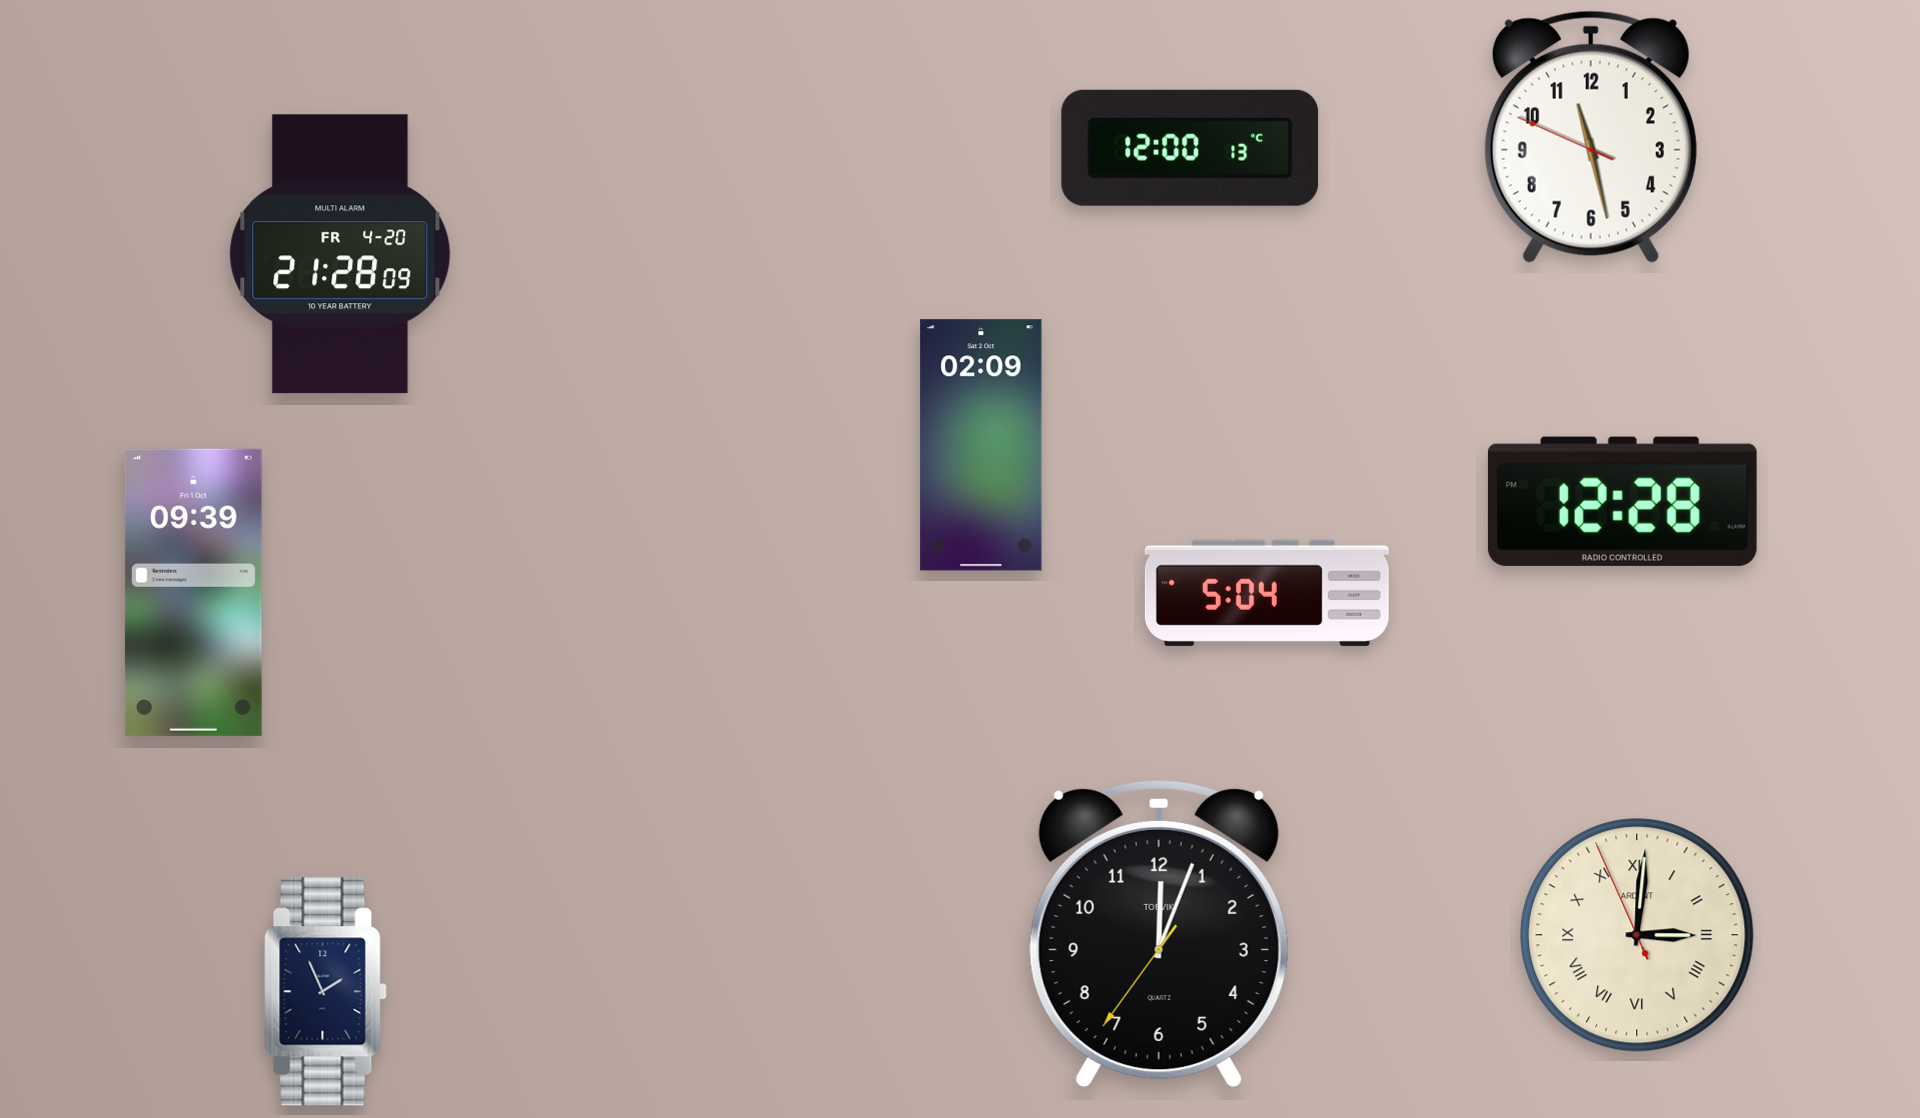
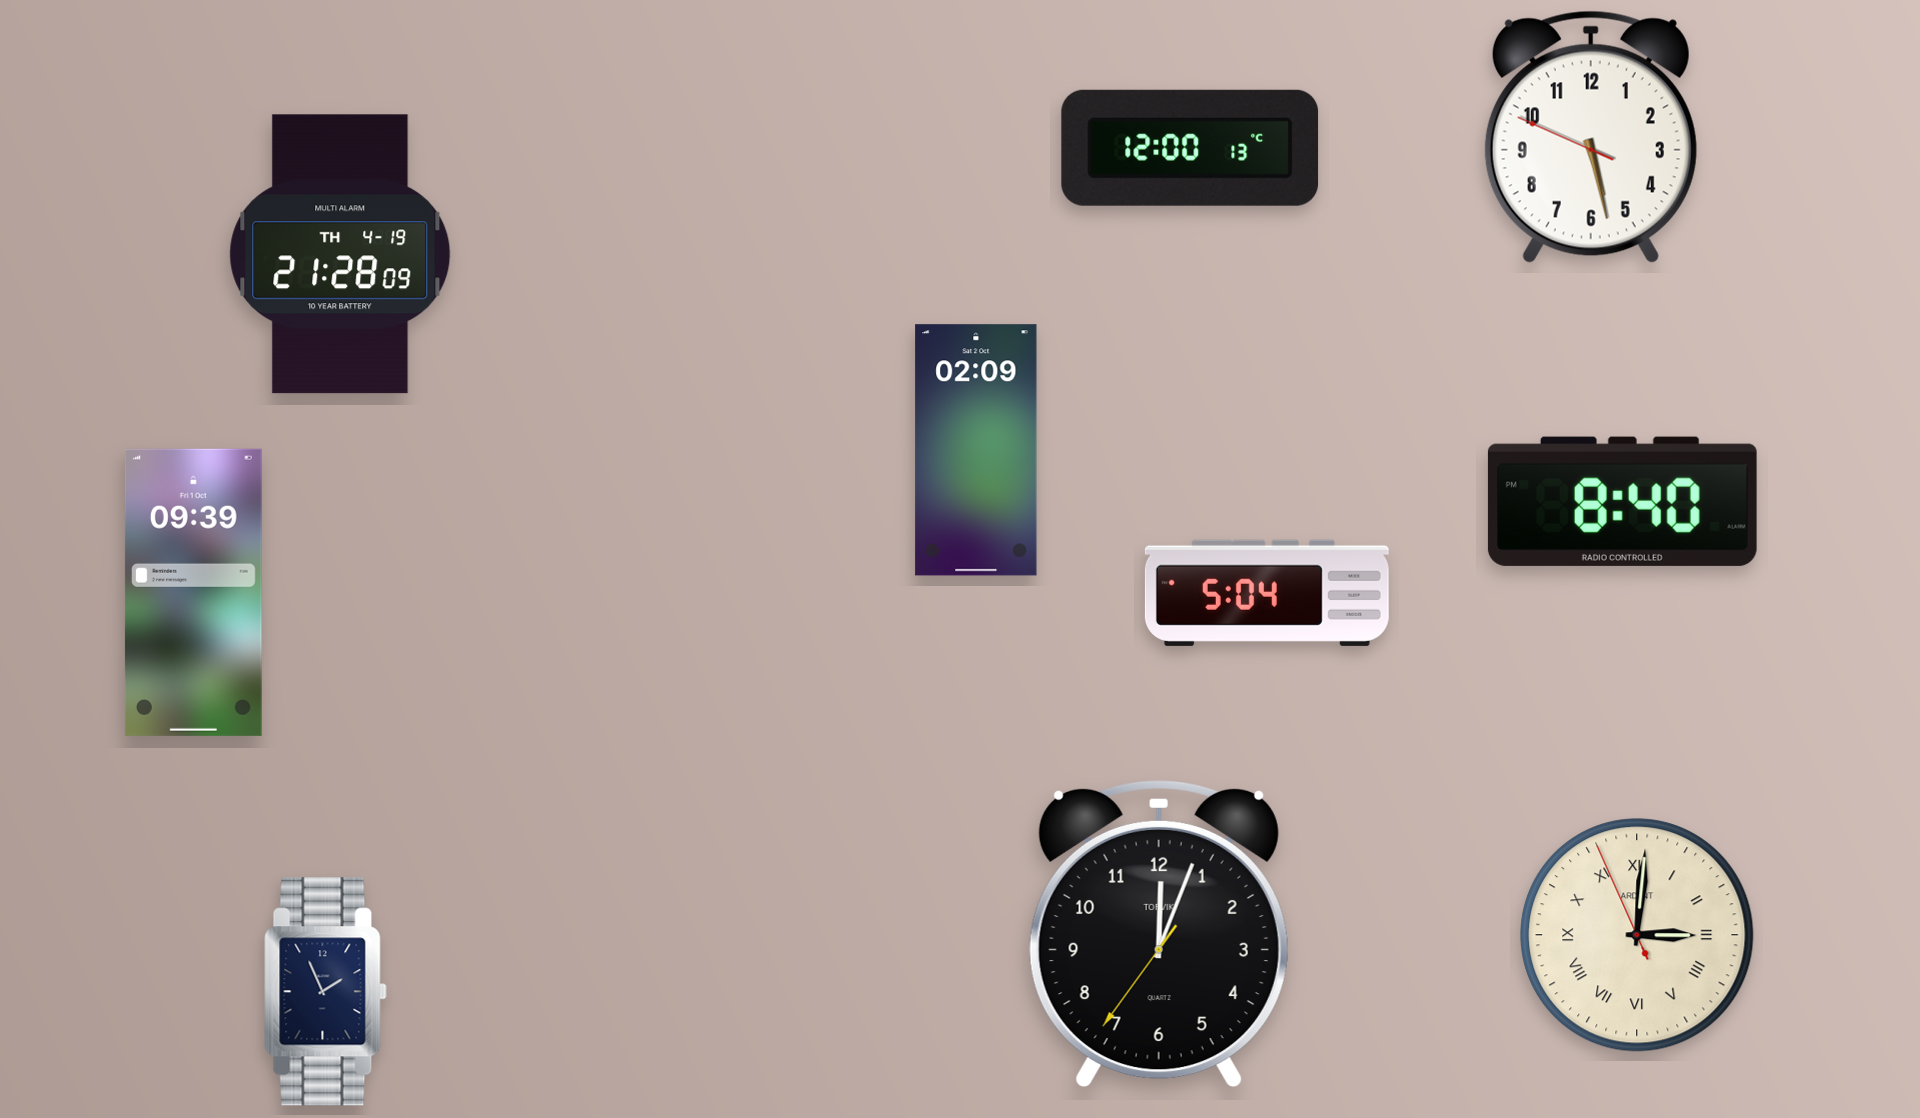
clock at (1591, 137): 11:27 -> 5:27
clock at (340, 254) date: FR 4-20 -> TH 4-19
clock at (981, 445) position: (981, 445) -> (976, 450)
clock at (1622, 501): 12:28 -> 8:40
